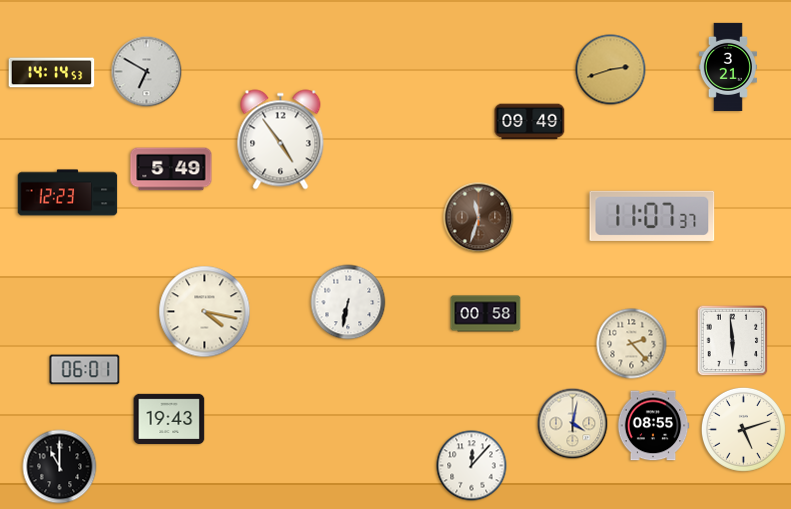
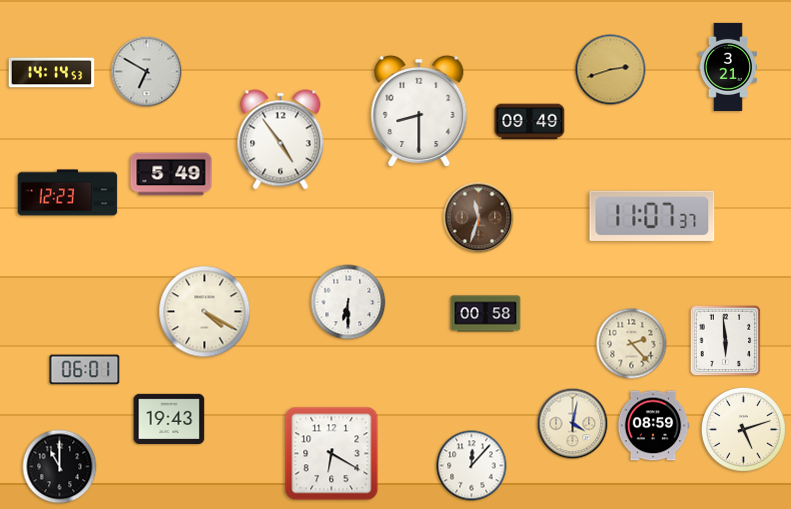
clock at (419, 111): none -> 8:30
clock at (171, 169) position: (171, 169) -> (171, 174)
clock at (348, 302): 6:32 -> 6:30
clock at (205, 312): 4:17 -> 4:20
clock at (733, 341) position: (733, 341) -> (726, 341)
clock at (653, 426): 08:55 -> 08:59
clock at (332, 454): none -> 6:20
